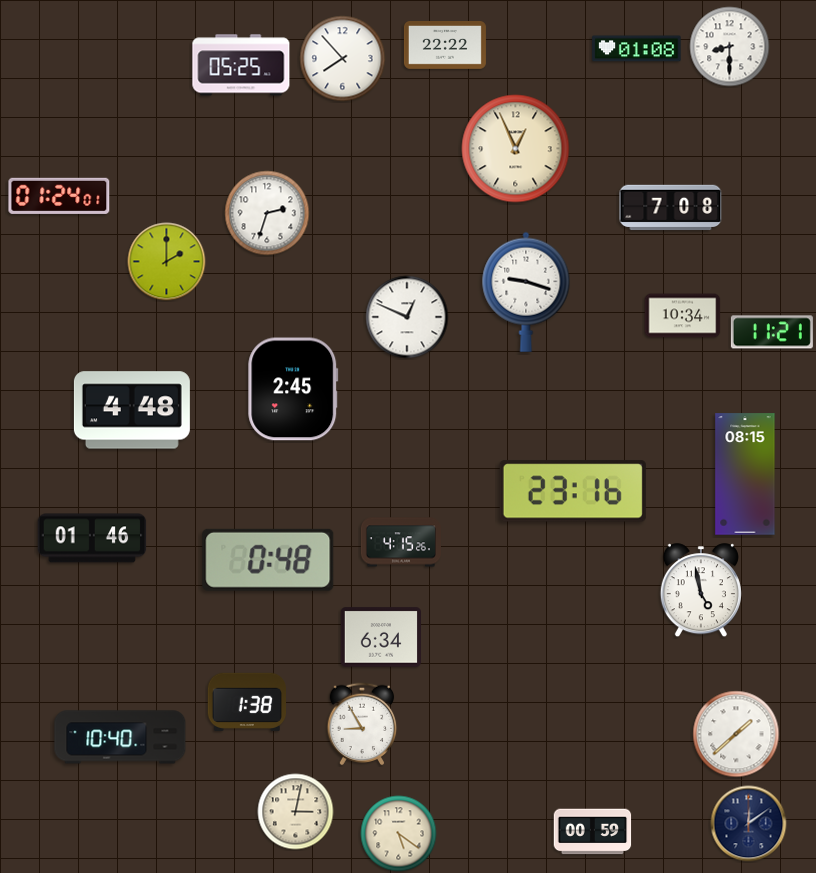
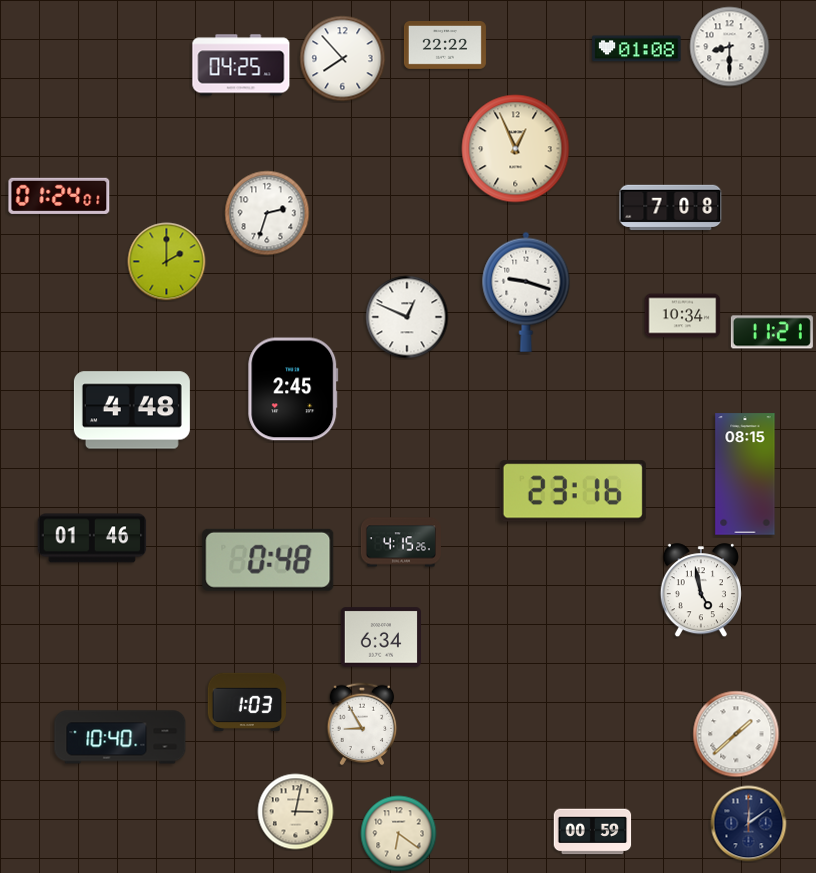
clock at (241, 65): 05:25 -> 04:25
clock at (246, 702): 1:38 -> 1:03
clock at (399, 834): 5:21 -> 6:21
